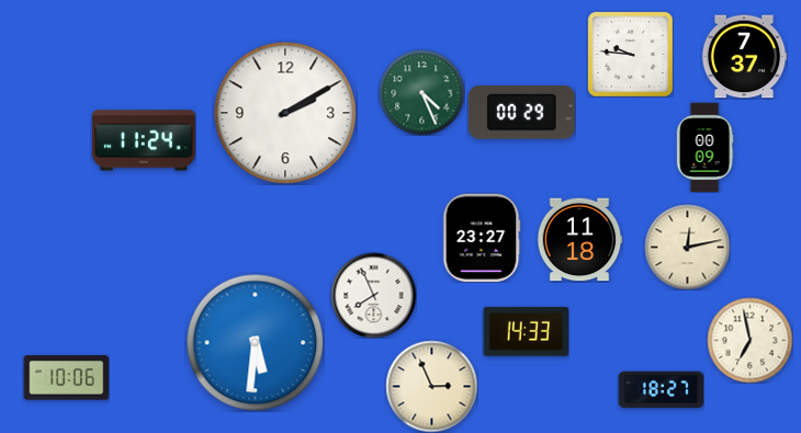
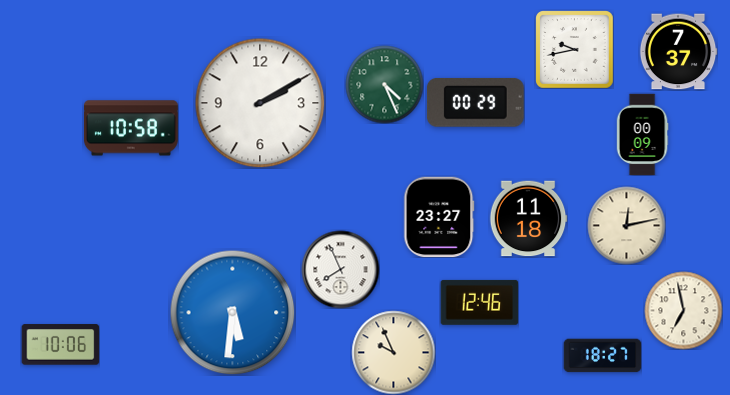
clock at (630, 54): 9:46 -> 9:43
clock at (144, 140): 11:24 -> 10:58
clock at (526, 331): 14:33 -> 12:46
clock at (431, 386): 2:56 -> 9:56
